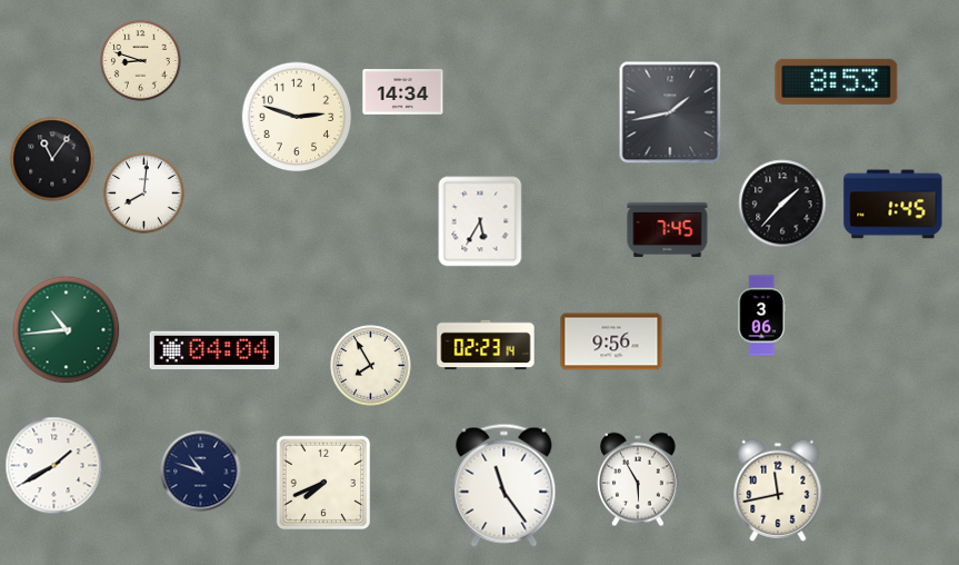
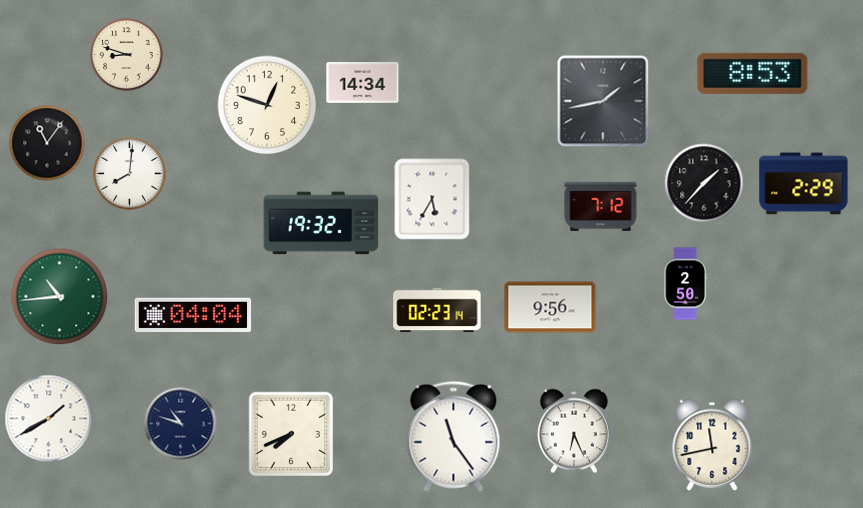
clock at (297, 117): 2:48 -> 12:48
clock at (893, 205): 1:45 -> 2:29
clock at (668, 229): 7:45 -> 7:12
clock at (321, 223): none -> 19:32
clock at (761, 316): 3:06 -> 2:50
clock at (371, 366): 7:55 -> none
clock at (638, 479): 5:55 -> 6:26
clock at (778, 490) position: (778, 490) -> (712, 445)
